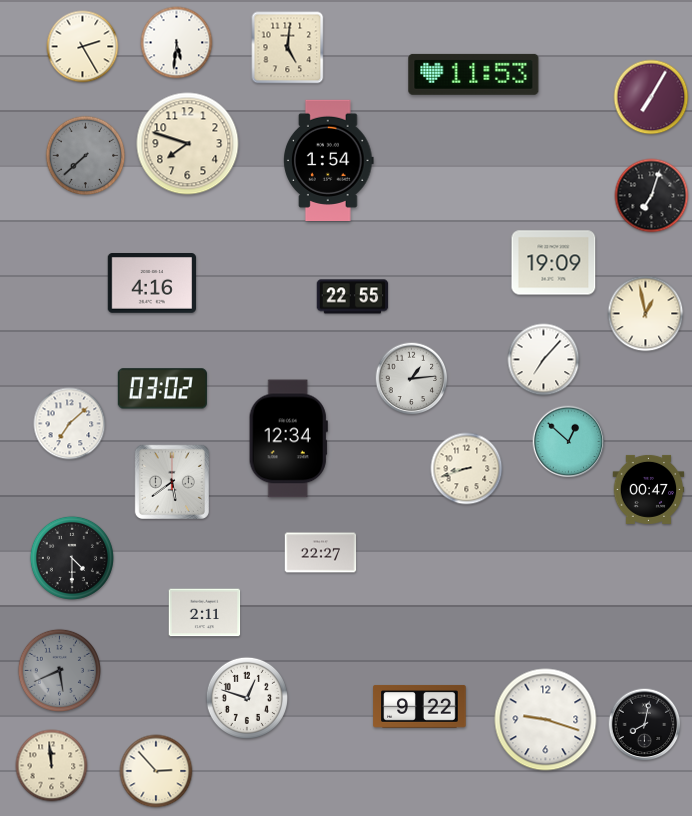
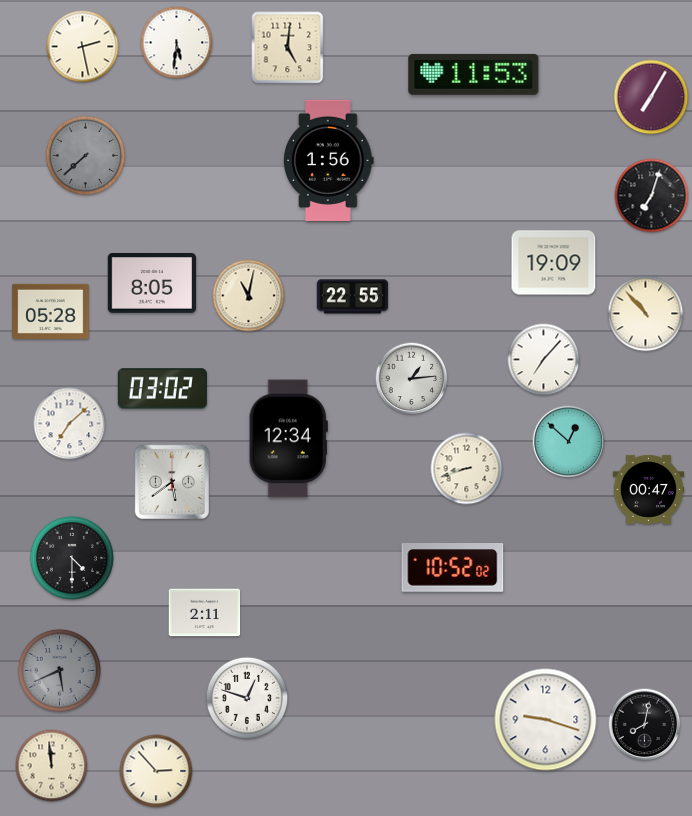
clock at (83, 47): 2:25 -> 2:28
clock at (188, 144): 7:48 -> none
clock at (329, 160): 1:54 -> 1:56
clock at (152, 284): 4:16 -> 8:05
clock at (249, 296): none -> 11:02
clock at (51, 311): none -> 05:28
clock at (646, 314): 12:58 -> 10:53
clock at (321, 553): 22:27 -> none
clock at (453, 568): none -> 10:52
clock at (420, 706): 9:22 -> none
